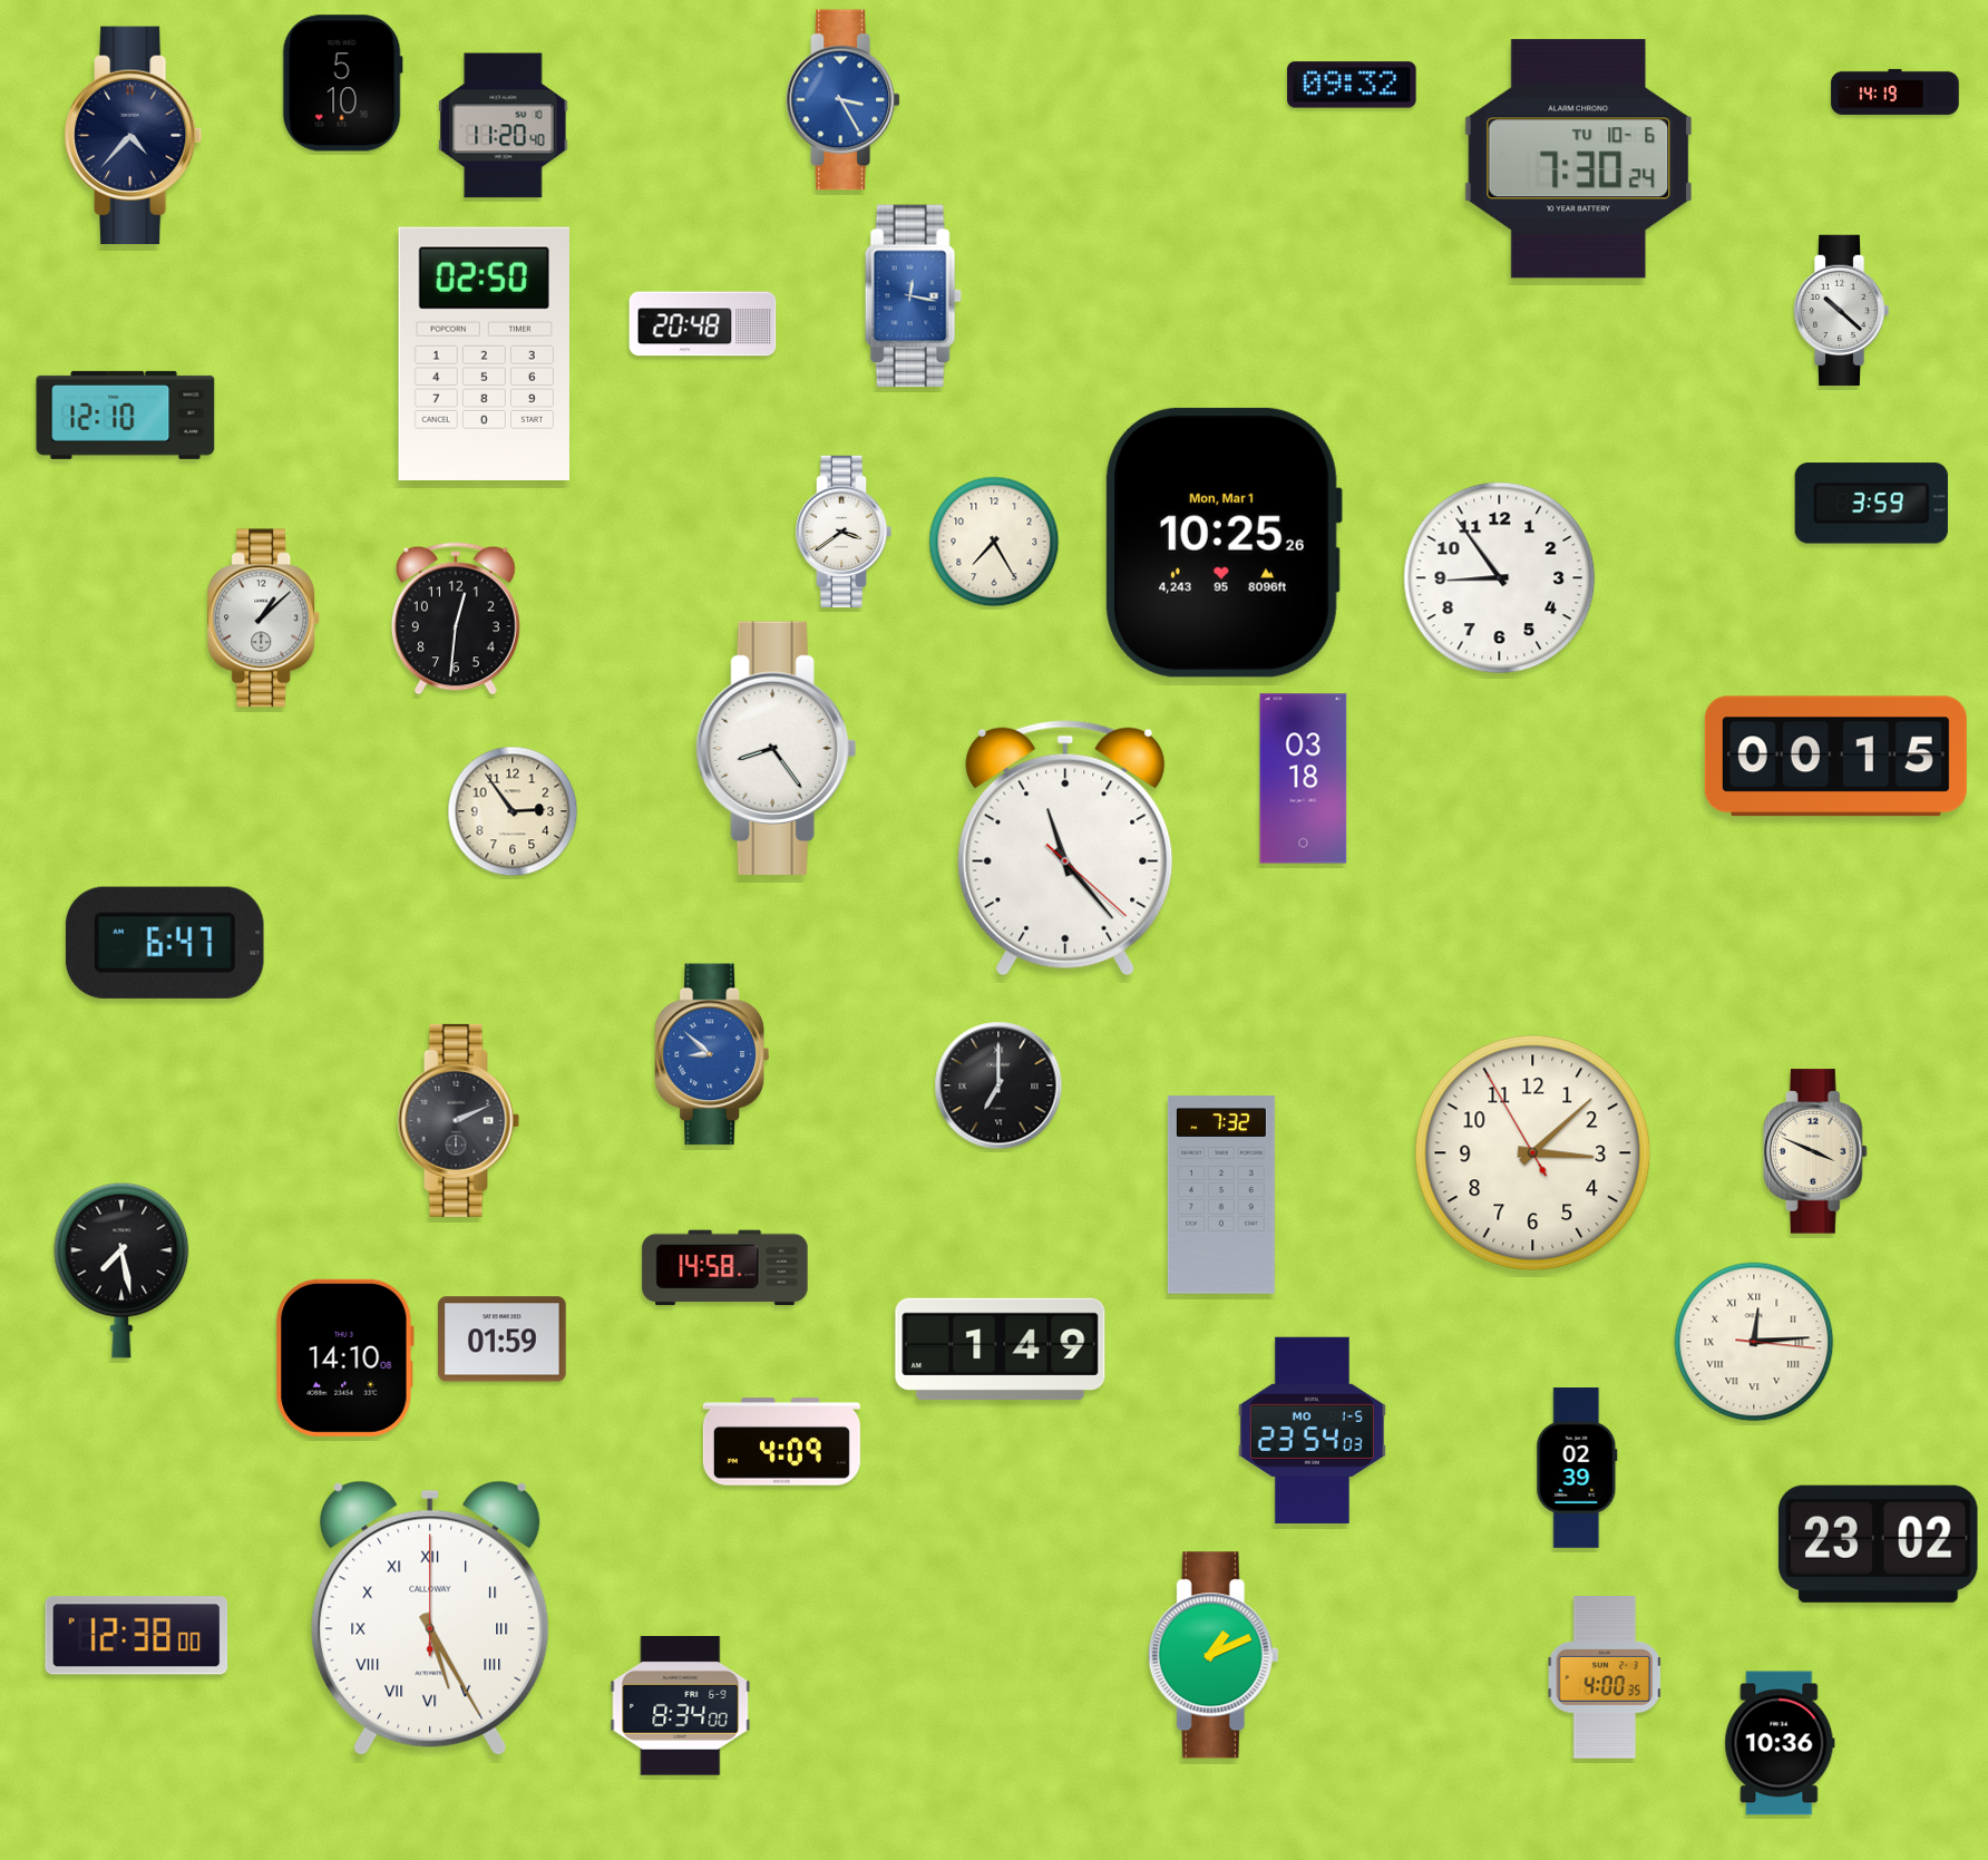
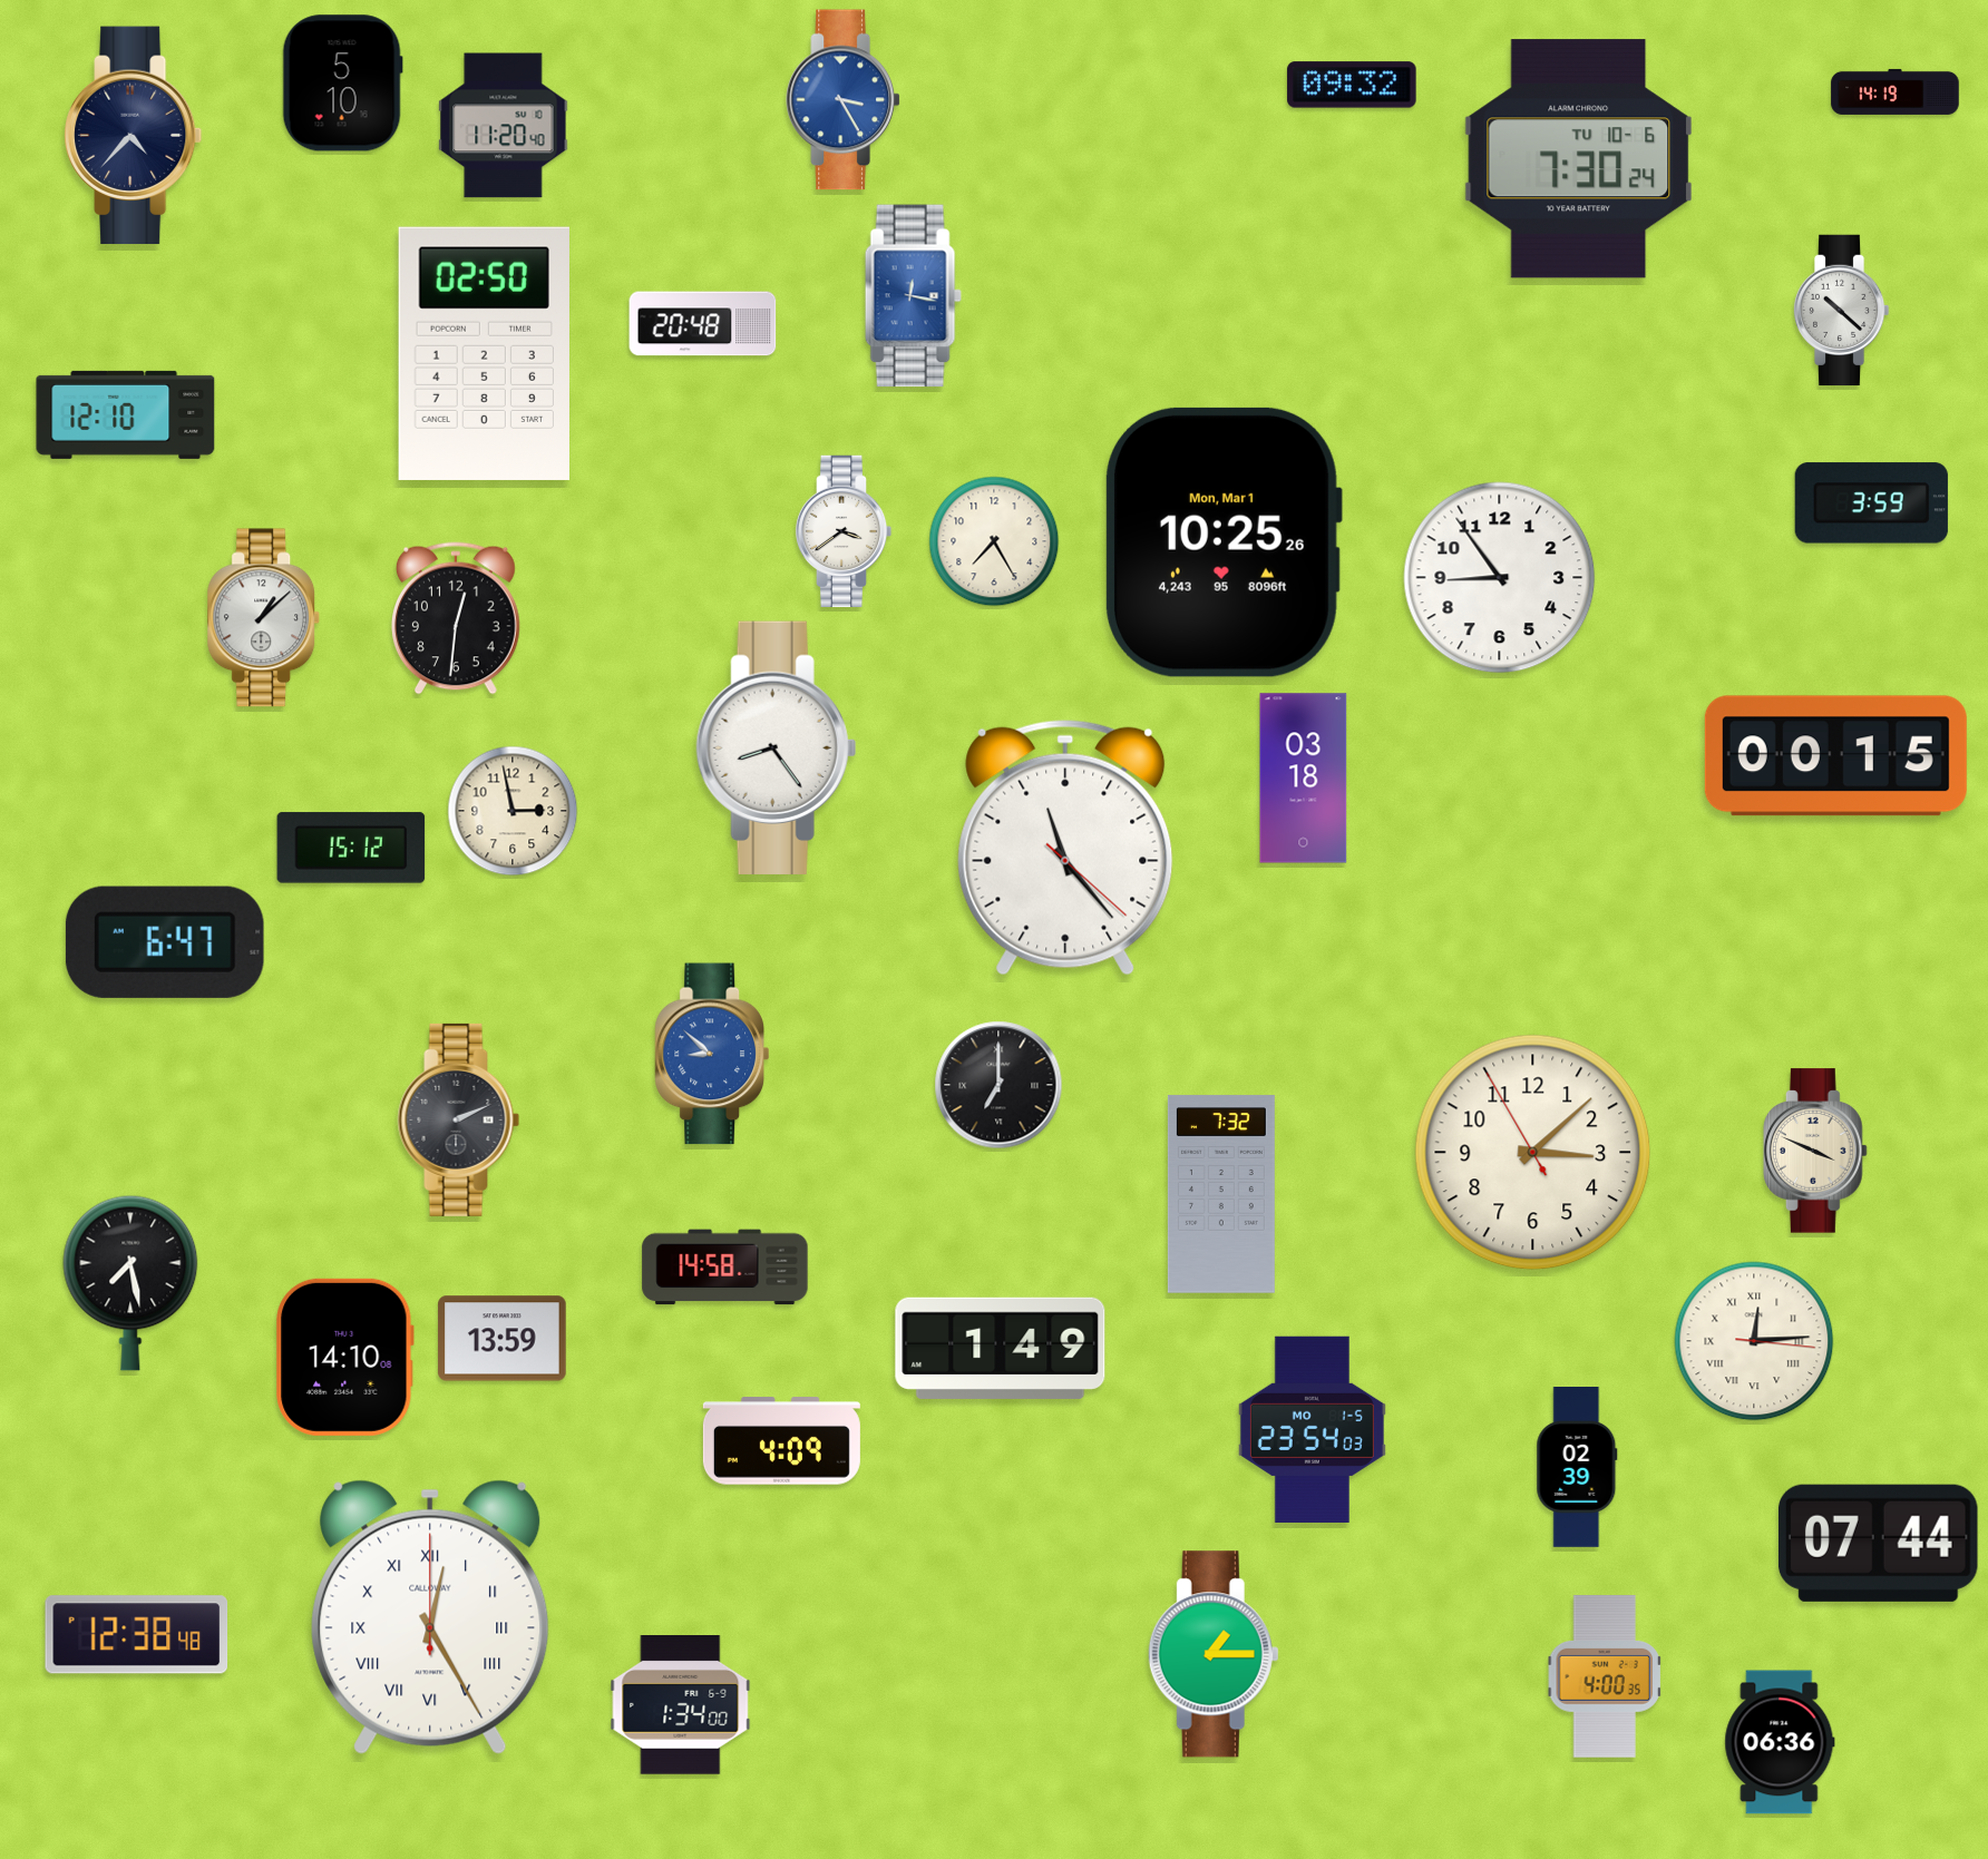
clock at (513, 811): 2:54 -> 2:58
clock at (351, 848): none -> 15:12
clock at (121, 1270) position: (121, 1270) -> (130, 1283)
clock at (503, 1340): 01:59 -> 13:59
clock at (1878, 1543): 23:02 -> 07:44
clock at (430, 1618): 5:25 -> 12:25
clock at (137, 1636): 12:38:00 -> 12:38:48
clock at (1214, 1655): 1:11 -> 1:15
clock at (681, 1706): 8:34 -> 1:34
clock at (1780, 1743): 10:36 -> 06:36
